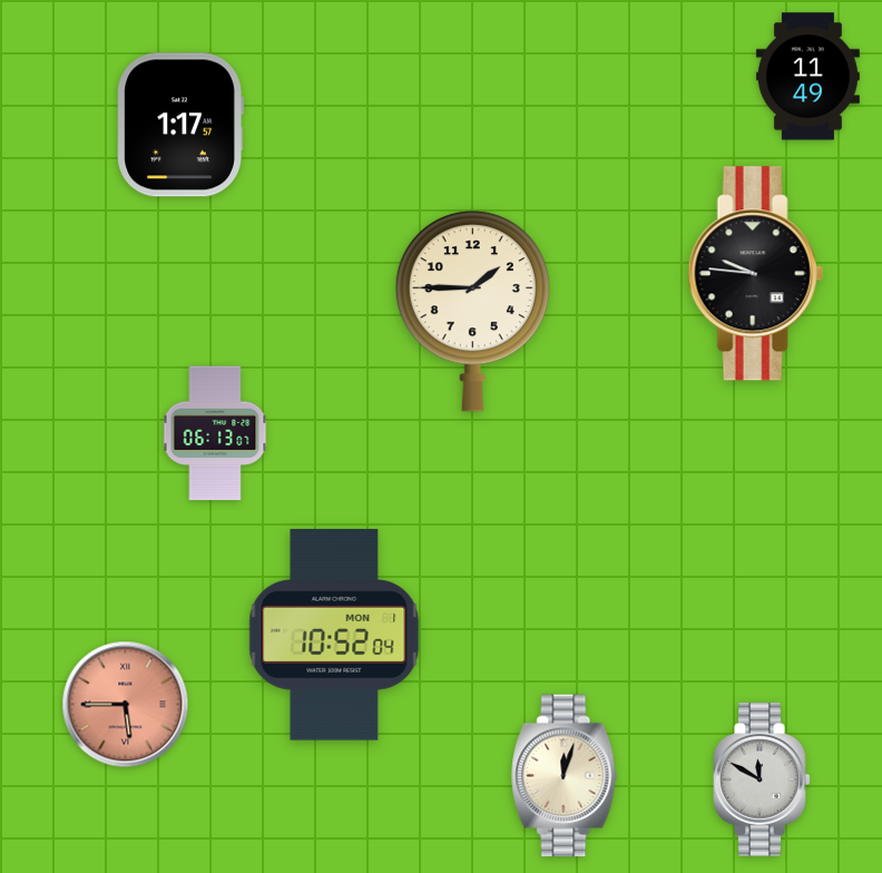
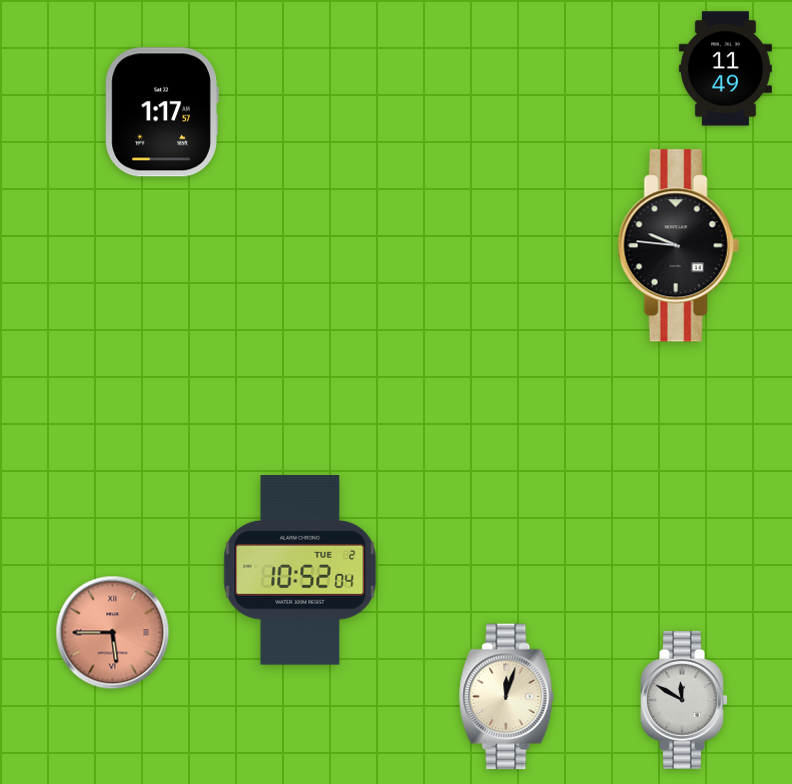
clock at (472, 312): 1:45 -> none
clock at (215, 433): 06:13 -> none
clock at (334, 635) date: MON 1 -> TUE 2
